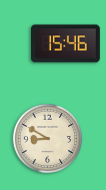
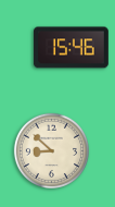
clock at (47, 138): 8:50 -> 8:52
